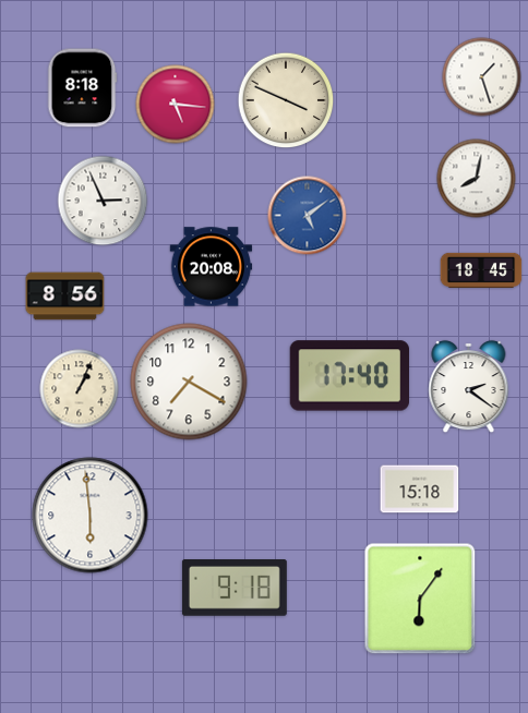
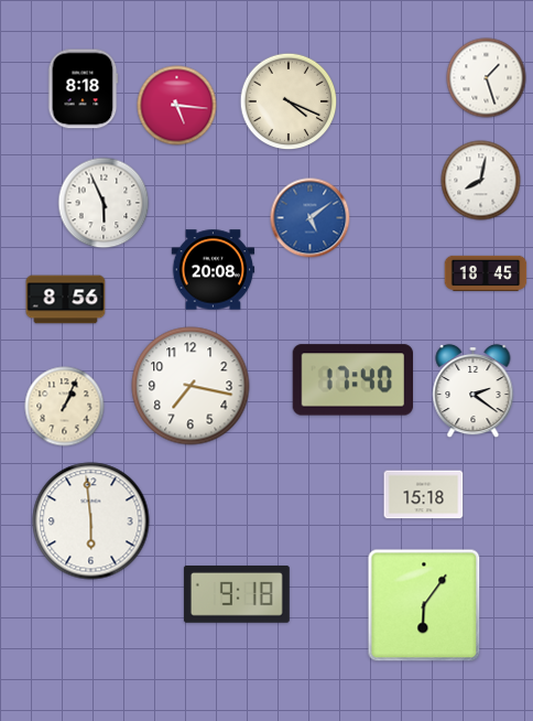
clock at (286, 100): 3:49 -> 4:19
clock at (103, 201): 2:56 -> 5:56
clock at (189, 382): 7:20 -> 7:17
clock at (80, 389) position: (80, 389) -> (65, 407)
